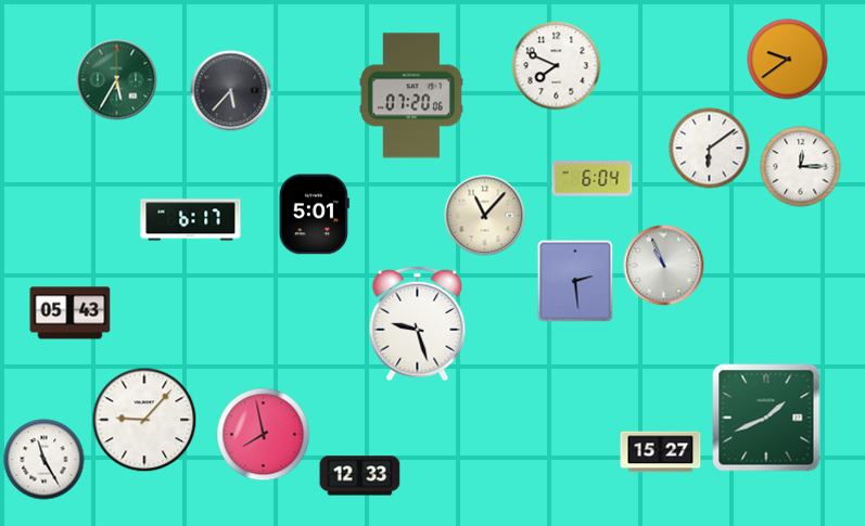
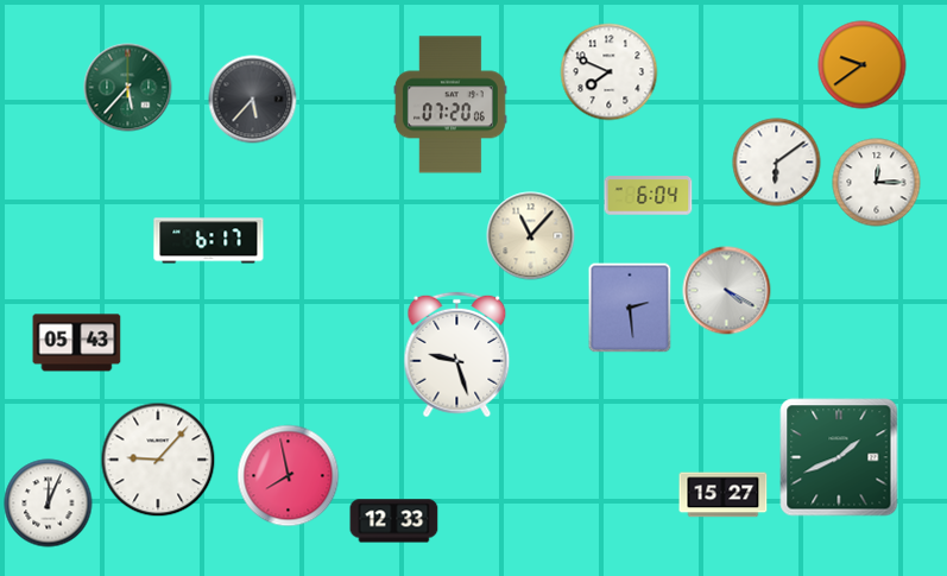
clock at (117, 80): 5:35 -> 5:37
clock at (314, 215): 5:01 -> none
clock at (664, 266): 10:56 -> 4:20
clock at (44, 460): 11:25 -> 12:04
